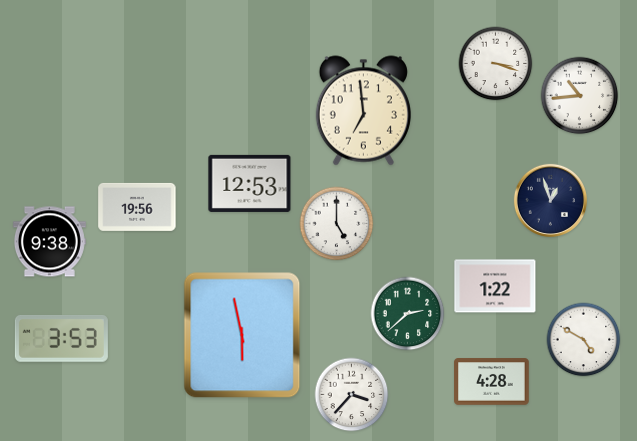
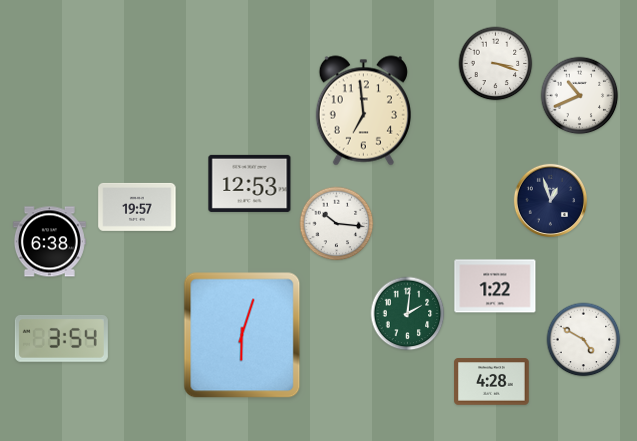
clock at (580, 96): 10:44 -> 10:41
clock at (137, 207): 19:56 -> 19:57
clock at (337, 224): 5:00 -> 10:16
clock at (49, 242): 9:38 -> 6:38
clock at (408, 314): 2:38 -> 2:01
clock at (242, 335): 5:58 -> 6:03
clock at (61, 338): 3:53 -> 3:54
clock at (352, 395): 3:37 -> none
